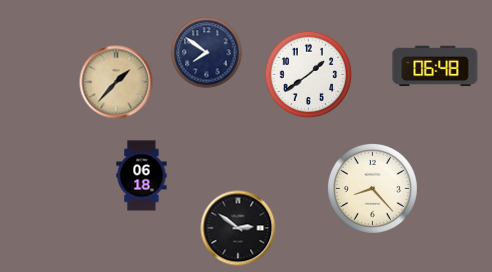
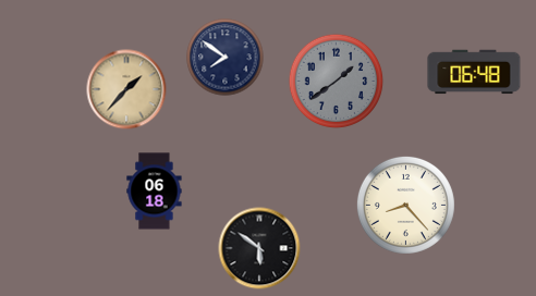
clock at (309, 75) dial: white -> grey
clock at (238, 228): 2:51 -> 5:51
